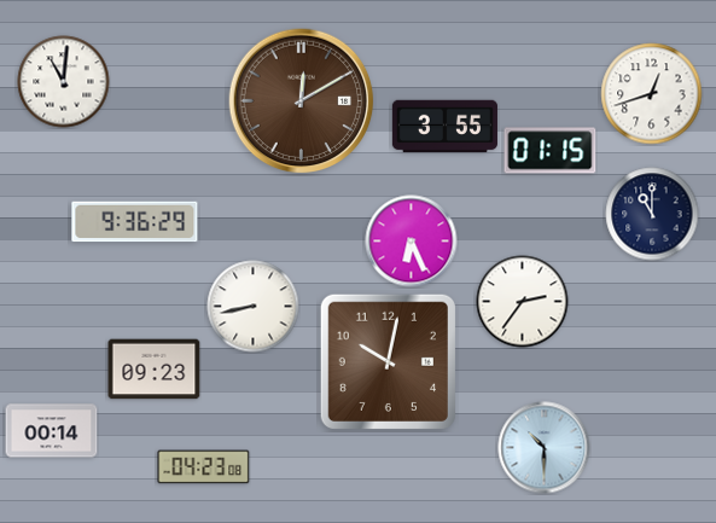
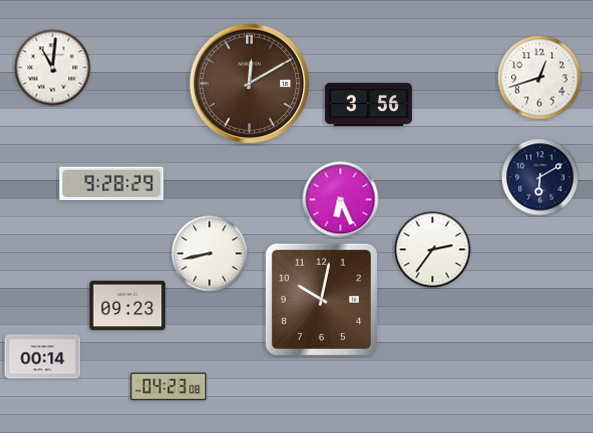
clock at (444, 127): 3:55 -> 3:56
clock at (551, 151): 01:15 -> none
clock at (652, 214): 11:00 -> 6:10
clock at (135, 222): 9:36 -> 9:28
clock at (545, 448): 10:30 -> none
